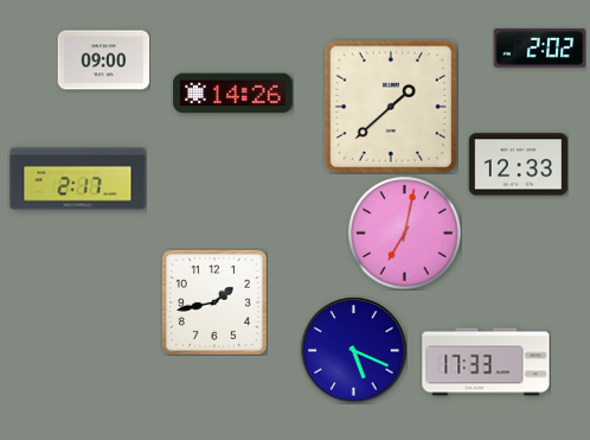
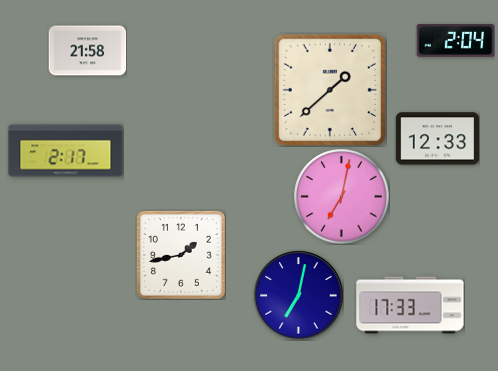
clock at (539, 49): 2:02 -> 2:04
clock at (103, 60): 09:00 -> 21:58
clock at (233, 94): 14:26 -> none
clock at (353, 350): 5:19 -> 7:02
